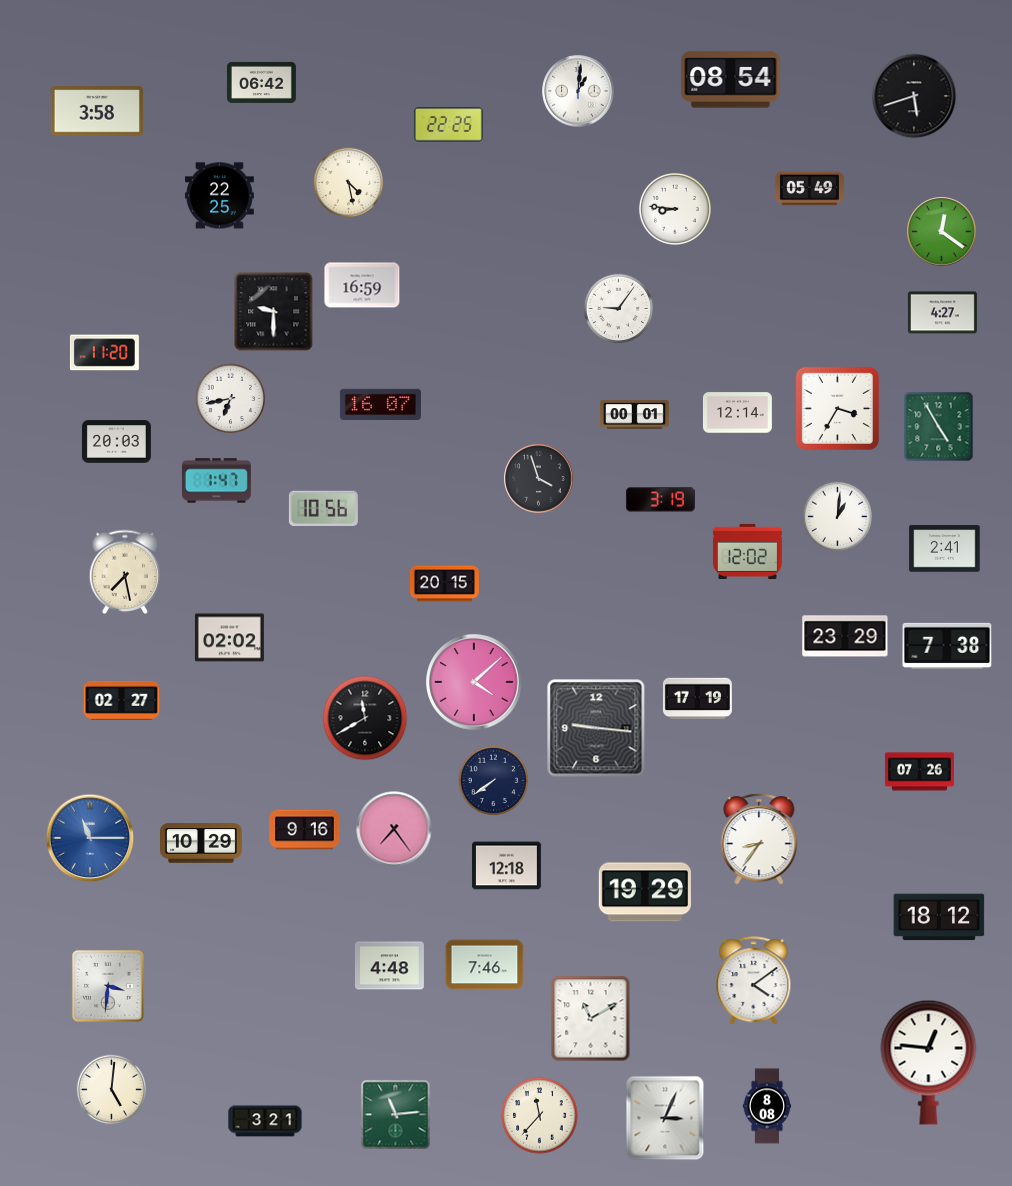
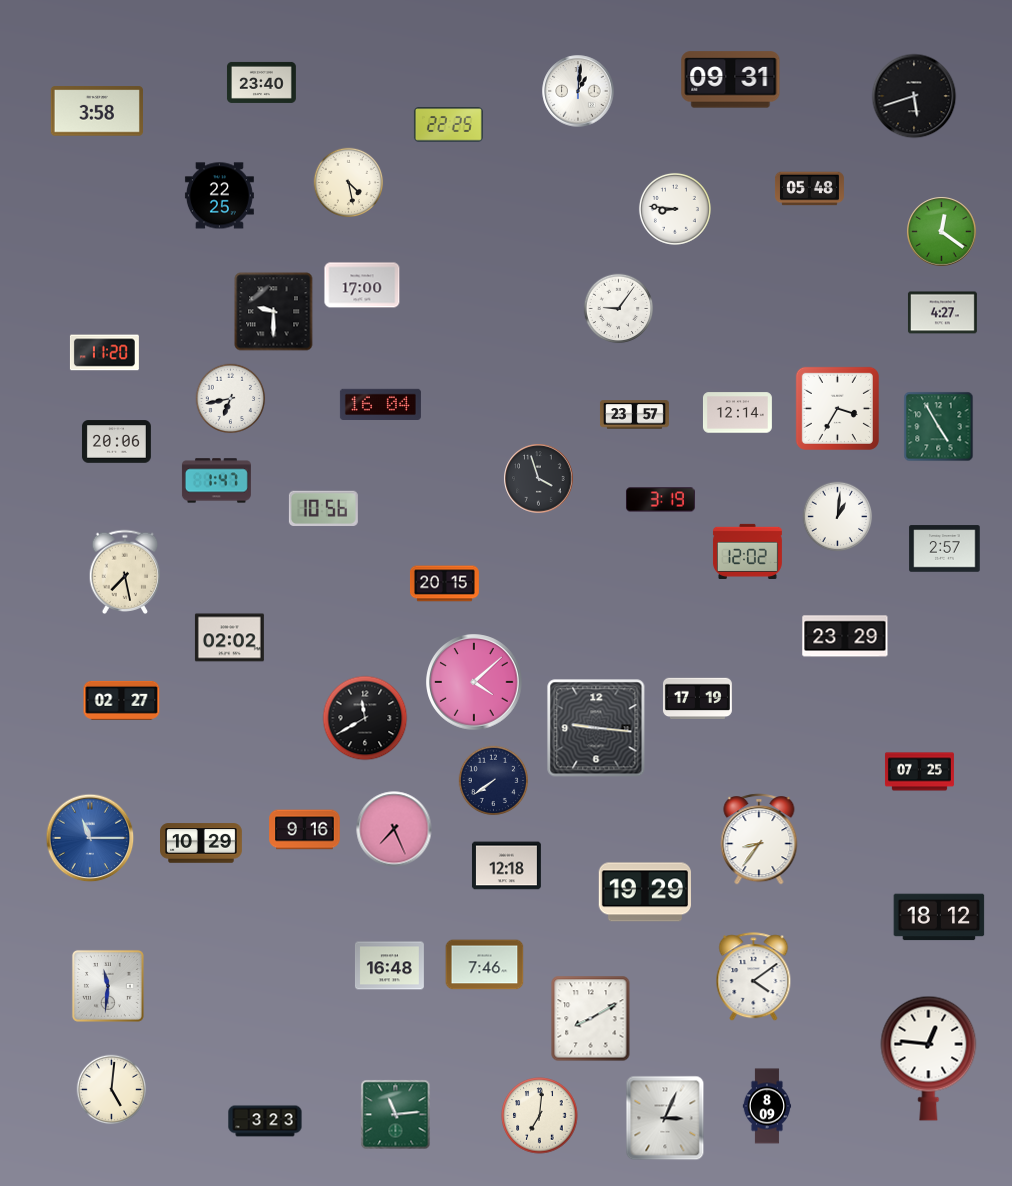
clock at (731, 80): 08:54 -> 09:31
clock at (261, 82): 06:42 -> 23:40
clock at (809, 189): 05:49 -> 05:48
clock at (362, 285): 16:59 -> 17:00
clock at (380, 404): 16:07 -> 16:04
clock at (634, 415): 00:01 -> 23:57
clock at (116, 442): 20:03 -> 20:06
clock at (945, 549): 2:41 -> 2:57
clock at (947, 646): 7:38 -> none
clock at (919, 772): 07:26 -> 07:25
clock at (394, 829): 7:24 -> 7:26
clock at (389, 966): 4:48 -> 16:48
clock at (754, 981) position: (754, 981) -> (754, 977)
clock at (108, 986): 3:31 -> 11:31
clock at (591, 1019): 11:10 -> 8:10
clock at (929, 1062) position: (929, 1062) -> (929, 1058)
clock at (767, 1106): 8:08 -> 8:09
clock at (540, 1116): 11:37 -> 7:01
clock at (265, 1121): 3:21 -> 3:23
